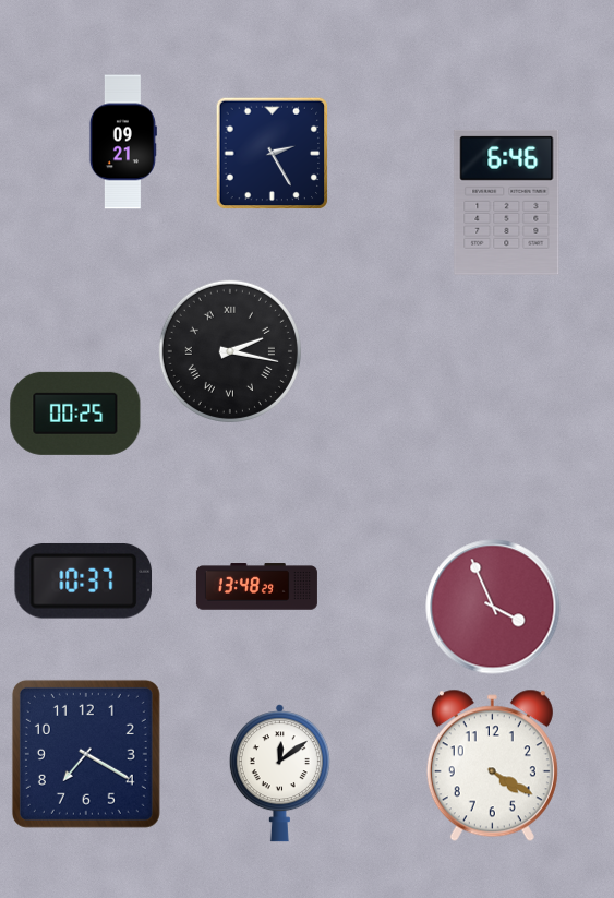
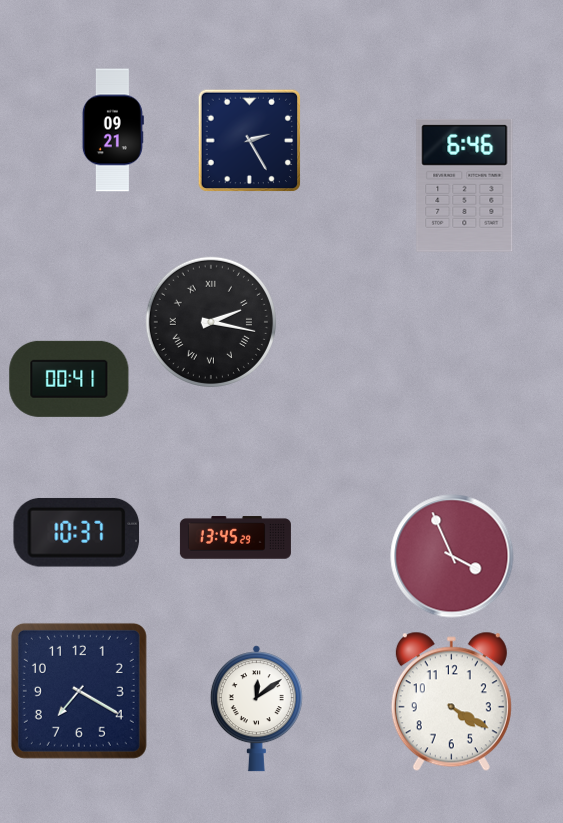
clock at (75, 414): 00:25 -> 00:41
clock at (256, 587): 13:48 -> 13:45
